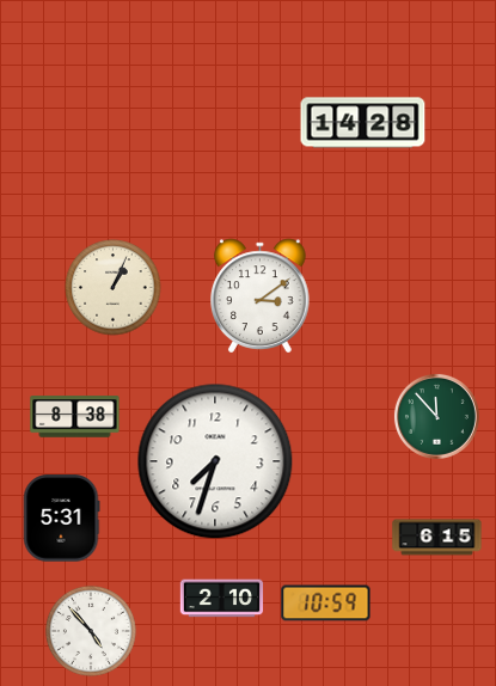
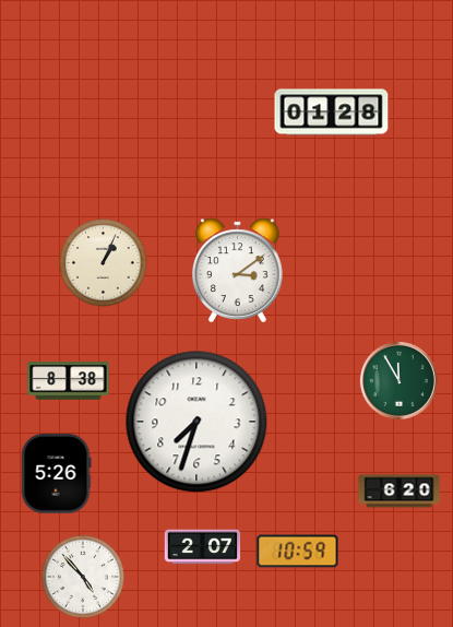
clock at (363, 123): 14:28 -> 01:28
clock at (436, 416): 11:53 -> 11:55
clock at (61, 519): 5:31 -> 5:26
clock at (437, 538): 6:15 -> 6:20
clock at (222, 599): 2:10 -> 2:07
